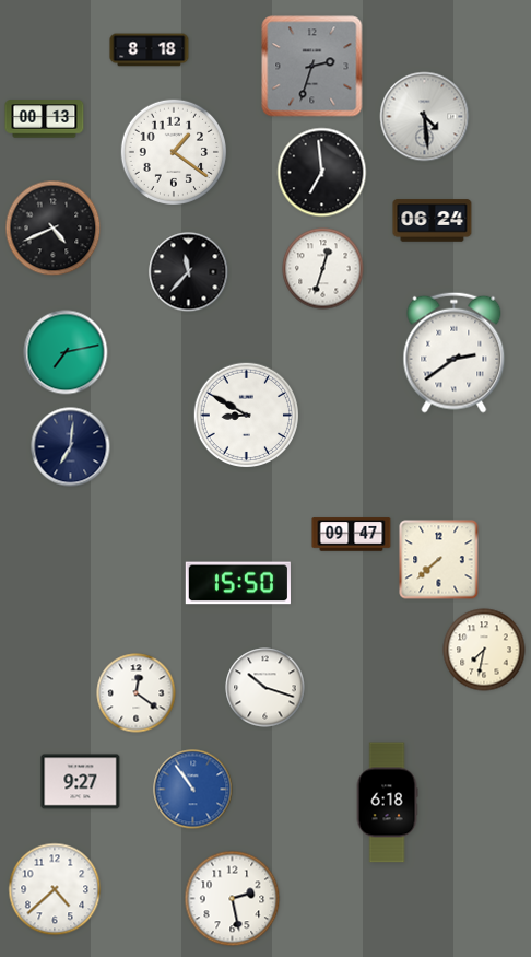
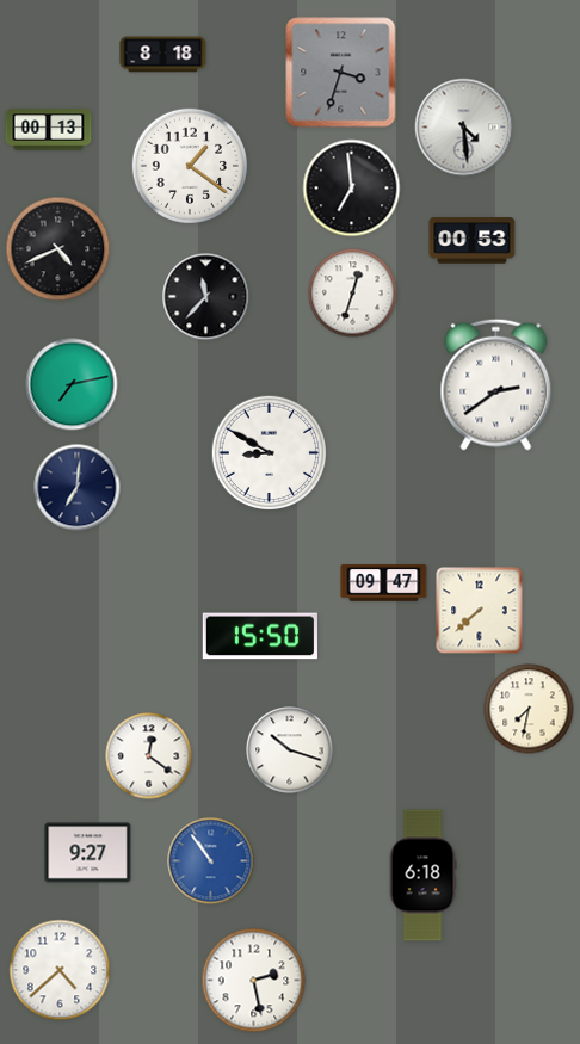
clock at (312, 67): 2:33 -> 3:33
clock at (433, 221): 06:24 -> 00:53
